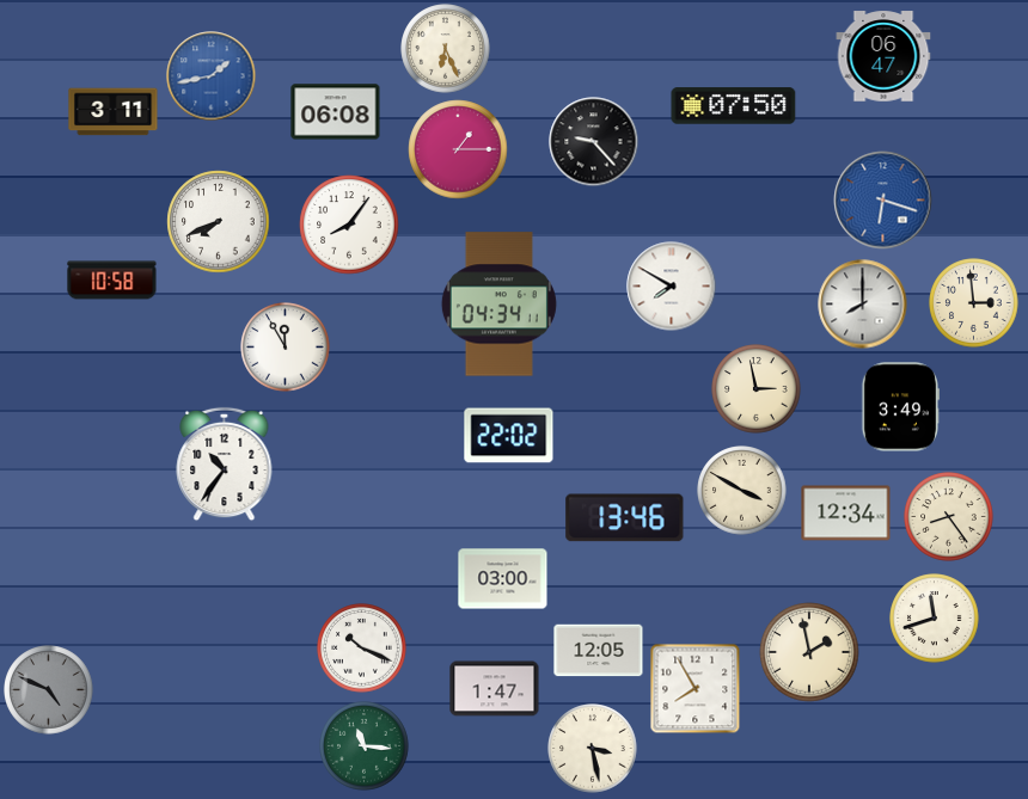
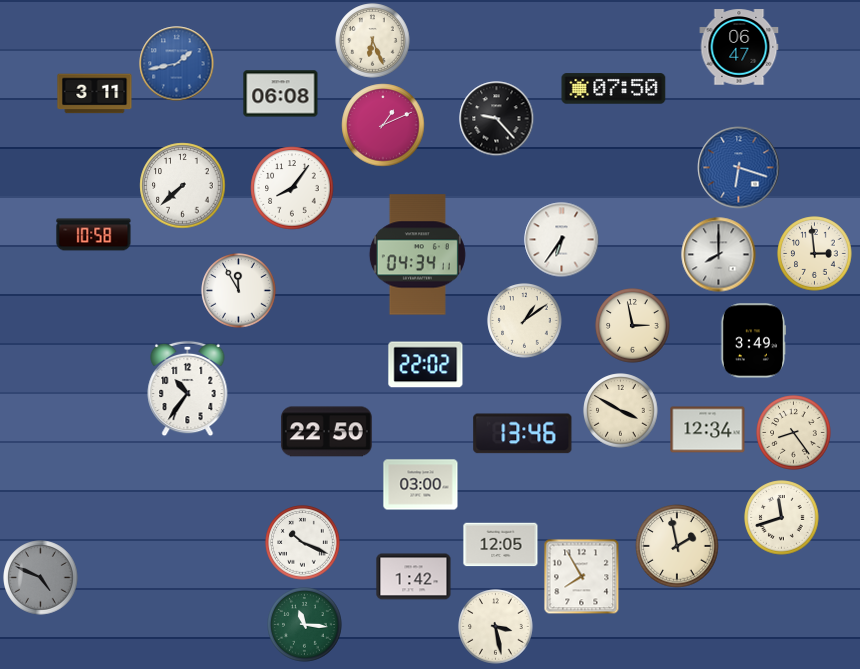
clock at (458, 149): 1:15 -> 1:11
clock at (219, 222): 7:41 -> 7:38
clock at (672, 287): 7:50 -> 6:36
clock at (863, 305) position: (863, 305) -> (719, 255)
clock at (525, 321): none -> 1:09
clock at (326, 432): none -> 22:50
clock at (495, 689): 1:47 -> 1:42
